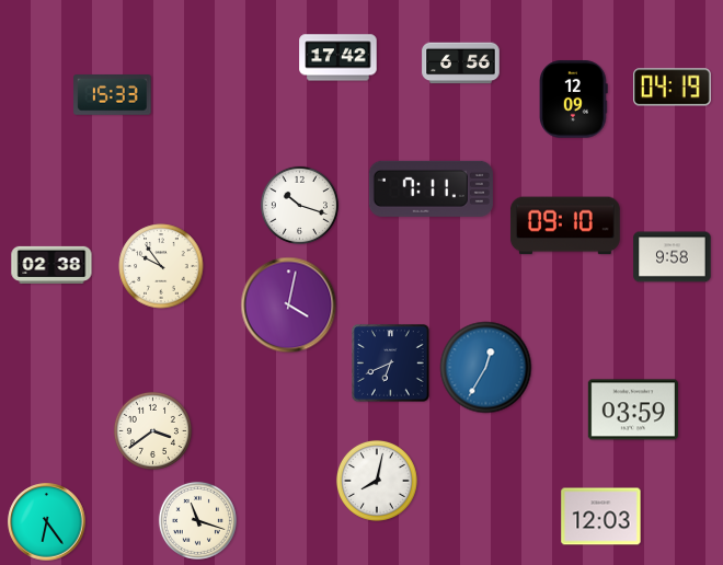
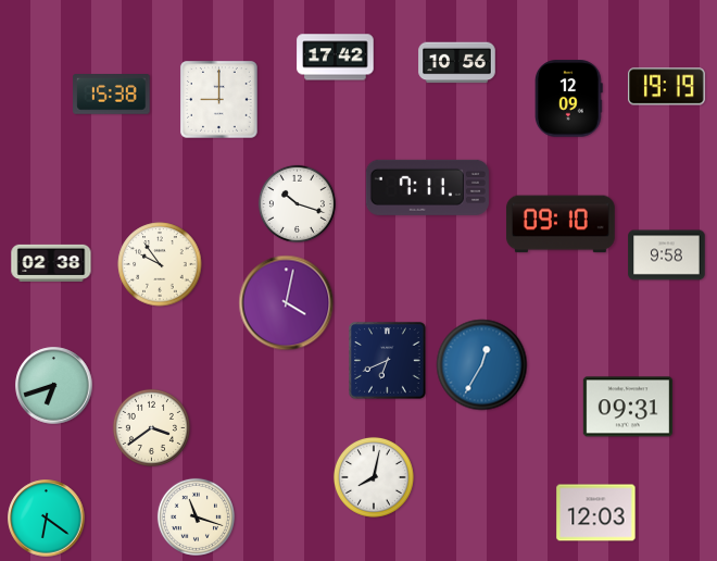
clock at (461, 64): 6:56 -> 10:56
clock at (673, 88): 04:19 -> 19:19
clock at (113, 95): 15:33 -> 15:38
clock at (219, 100): none -> 9:00
clock at (54, 386): none -> 6:42
clock at (633, 410): 03:59 -> 09:31
clock at (47, 522): 6:24 -> 6:21
